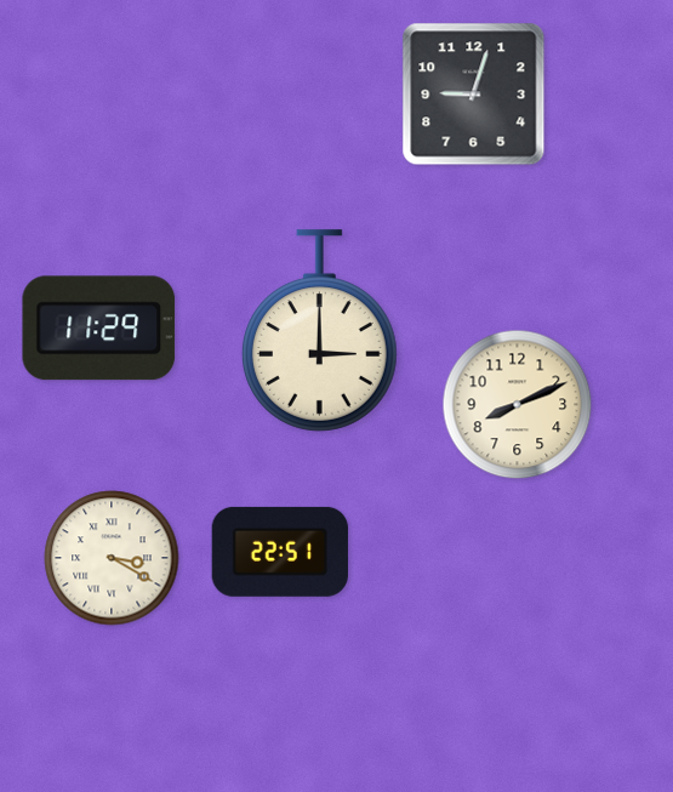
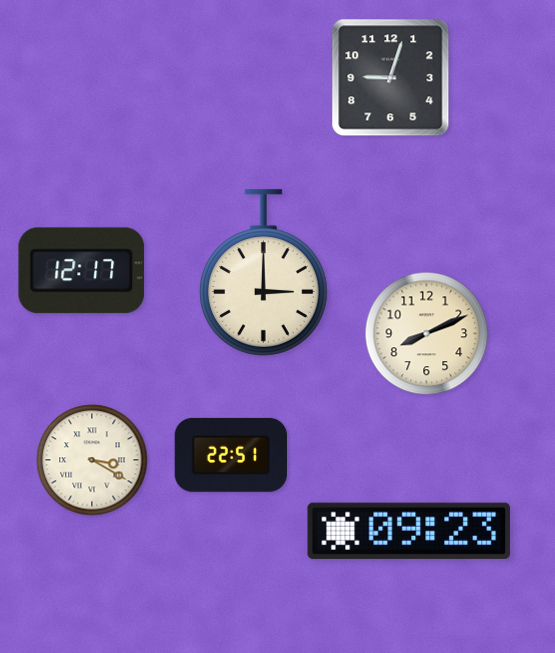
clock at (99, 329): 11:29 -> 12:17
clock at (408, 531): none -> 09:23
